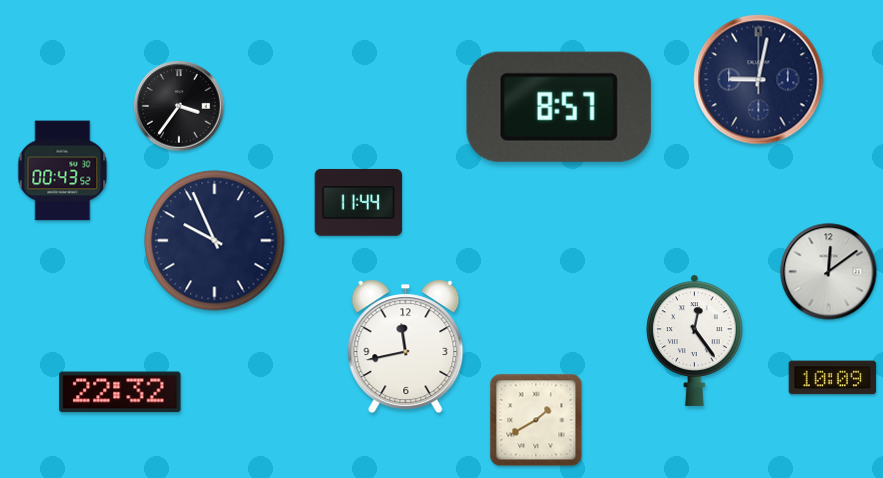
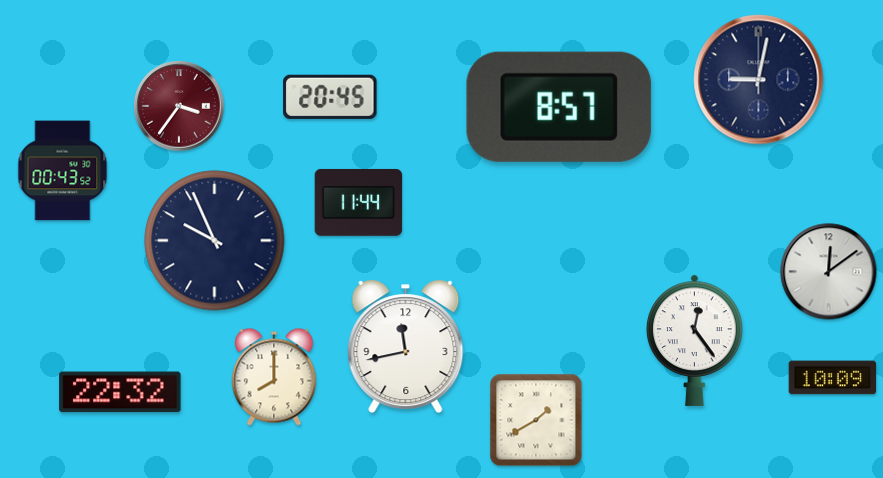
clock at (330, 97): none -> 20:45
clock at (179, 106) dial: black -> burgundy
clock at (274, 377): none -> 8:00
